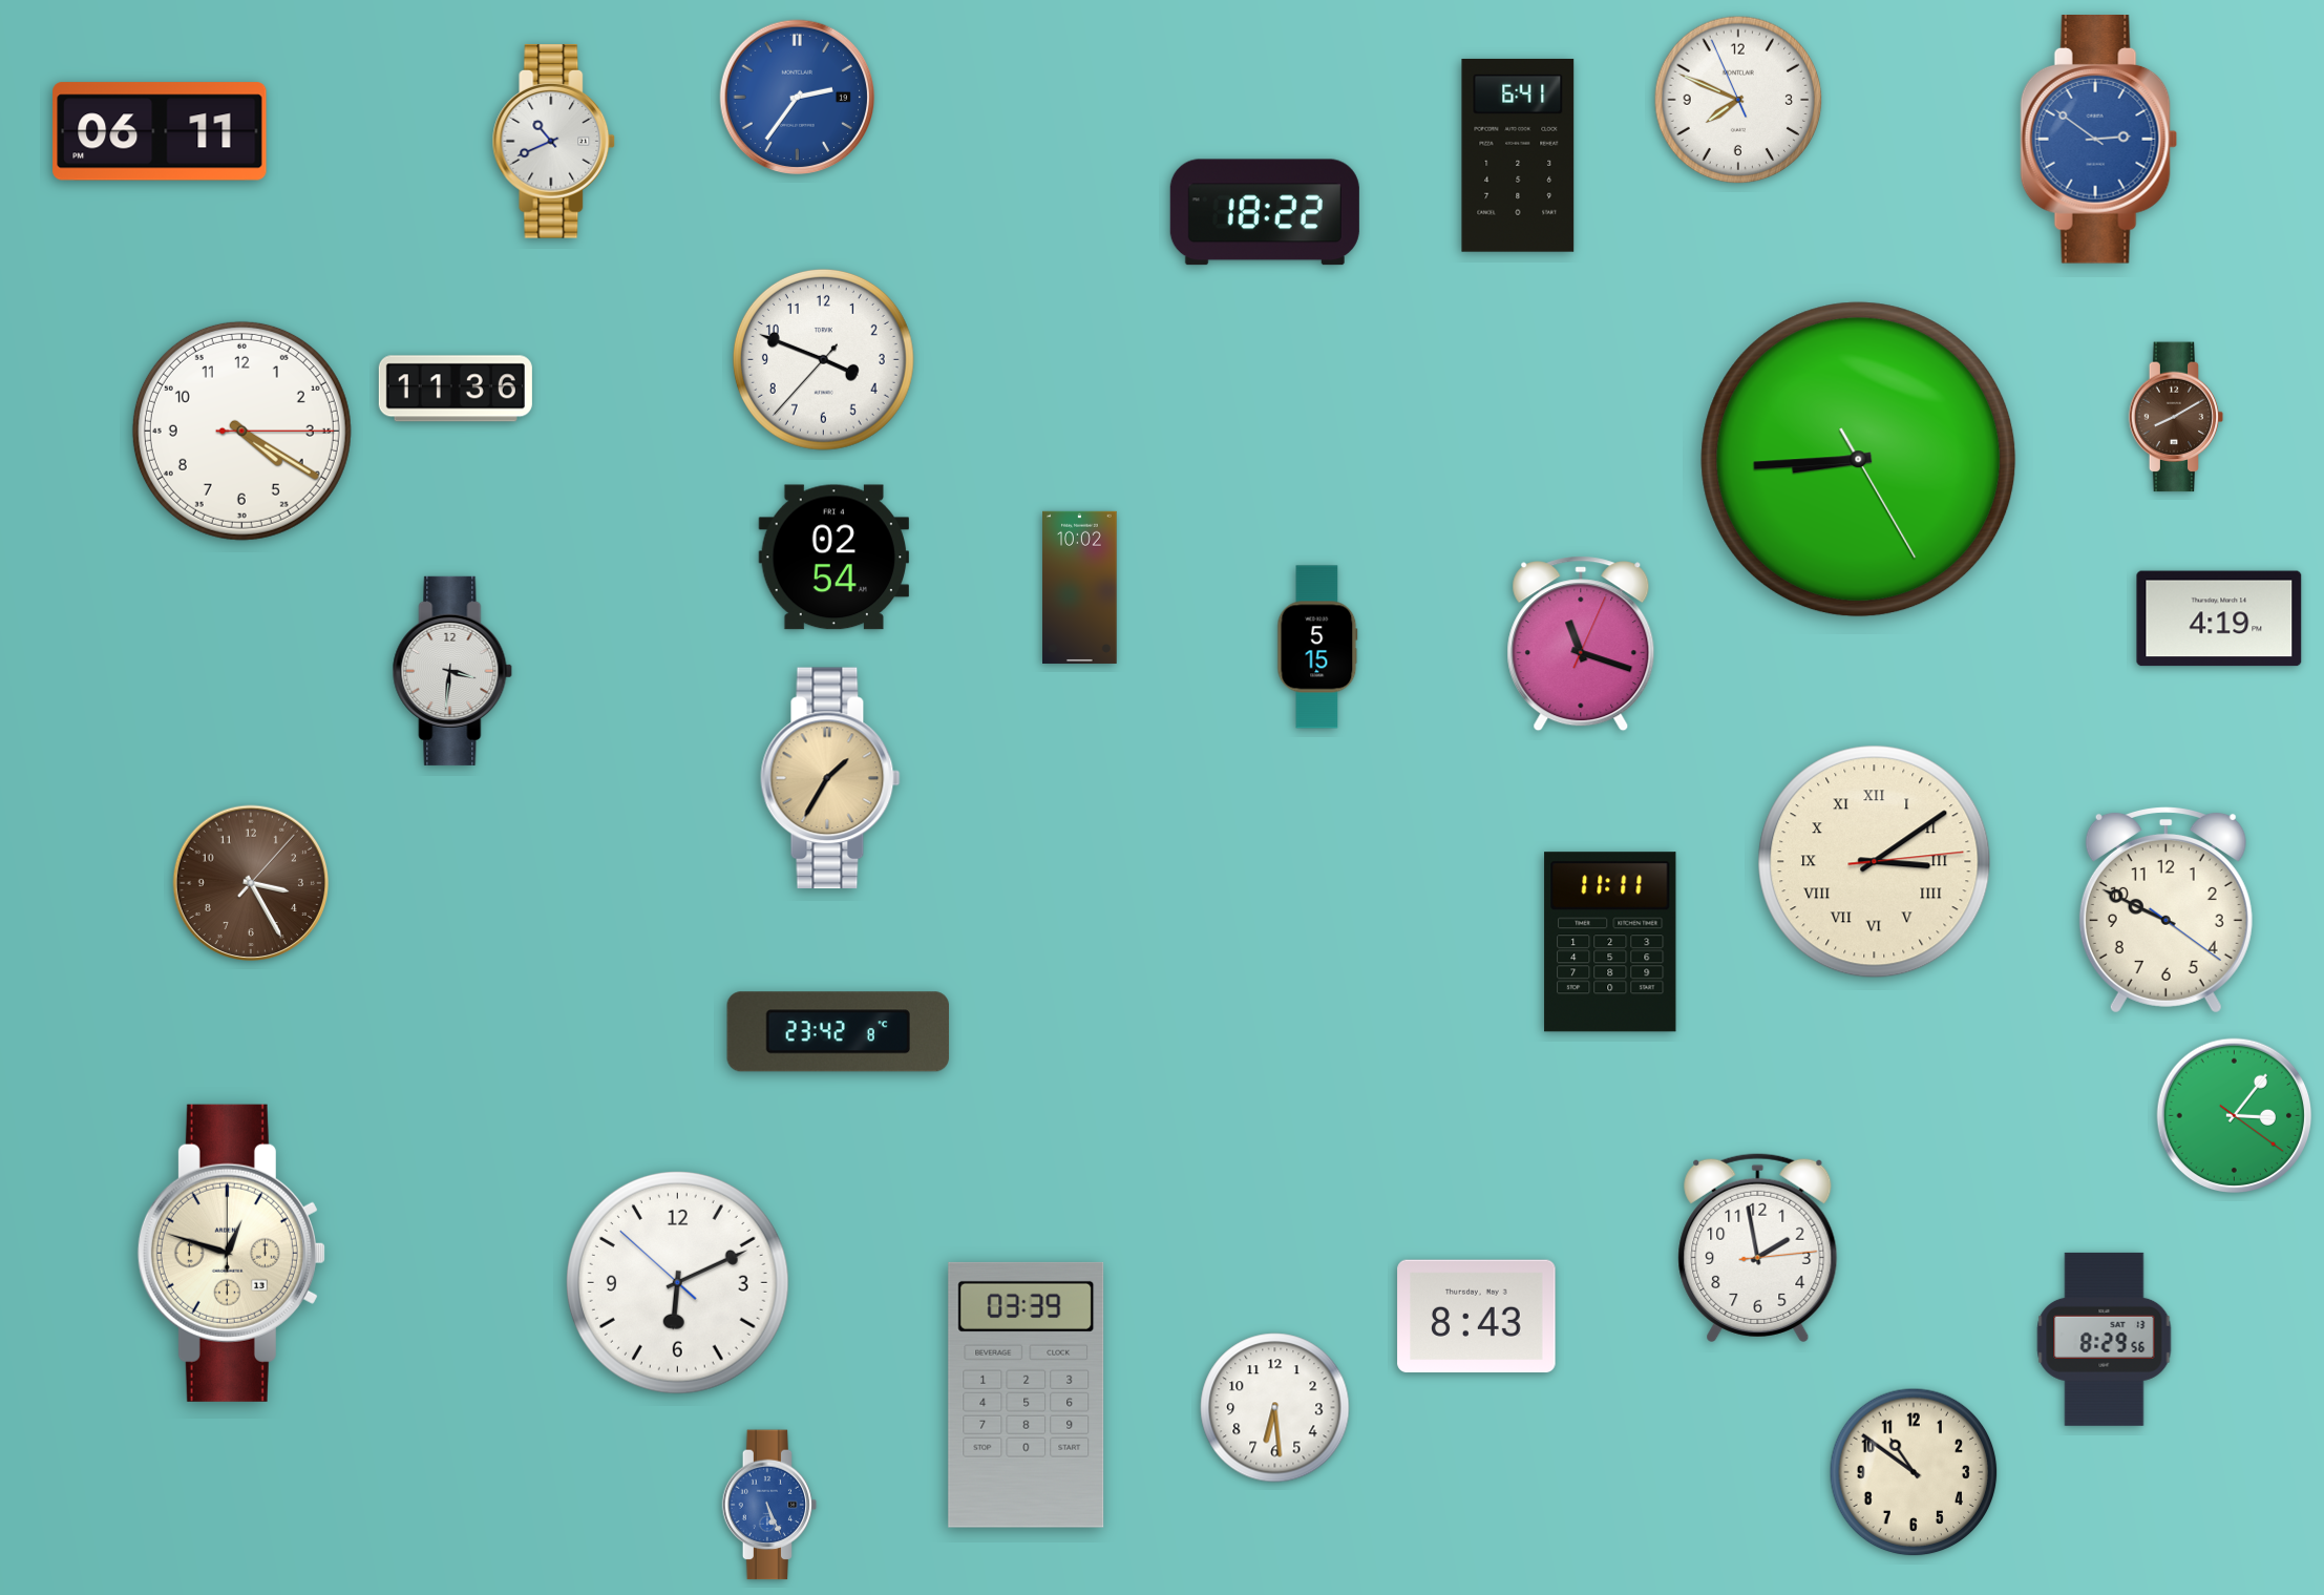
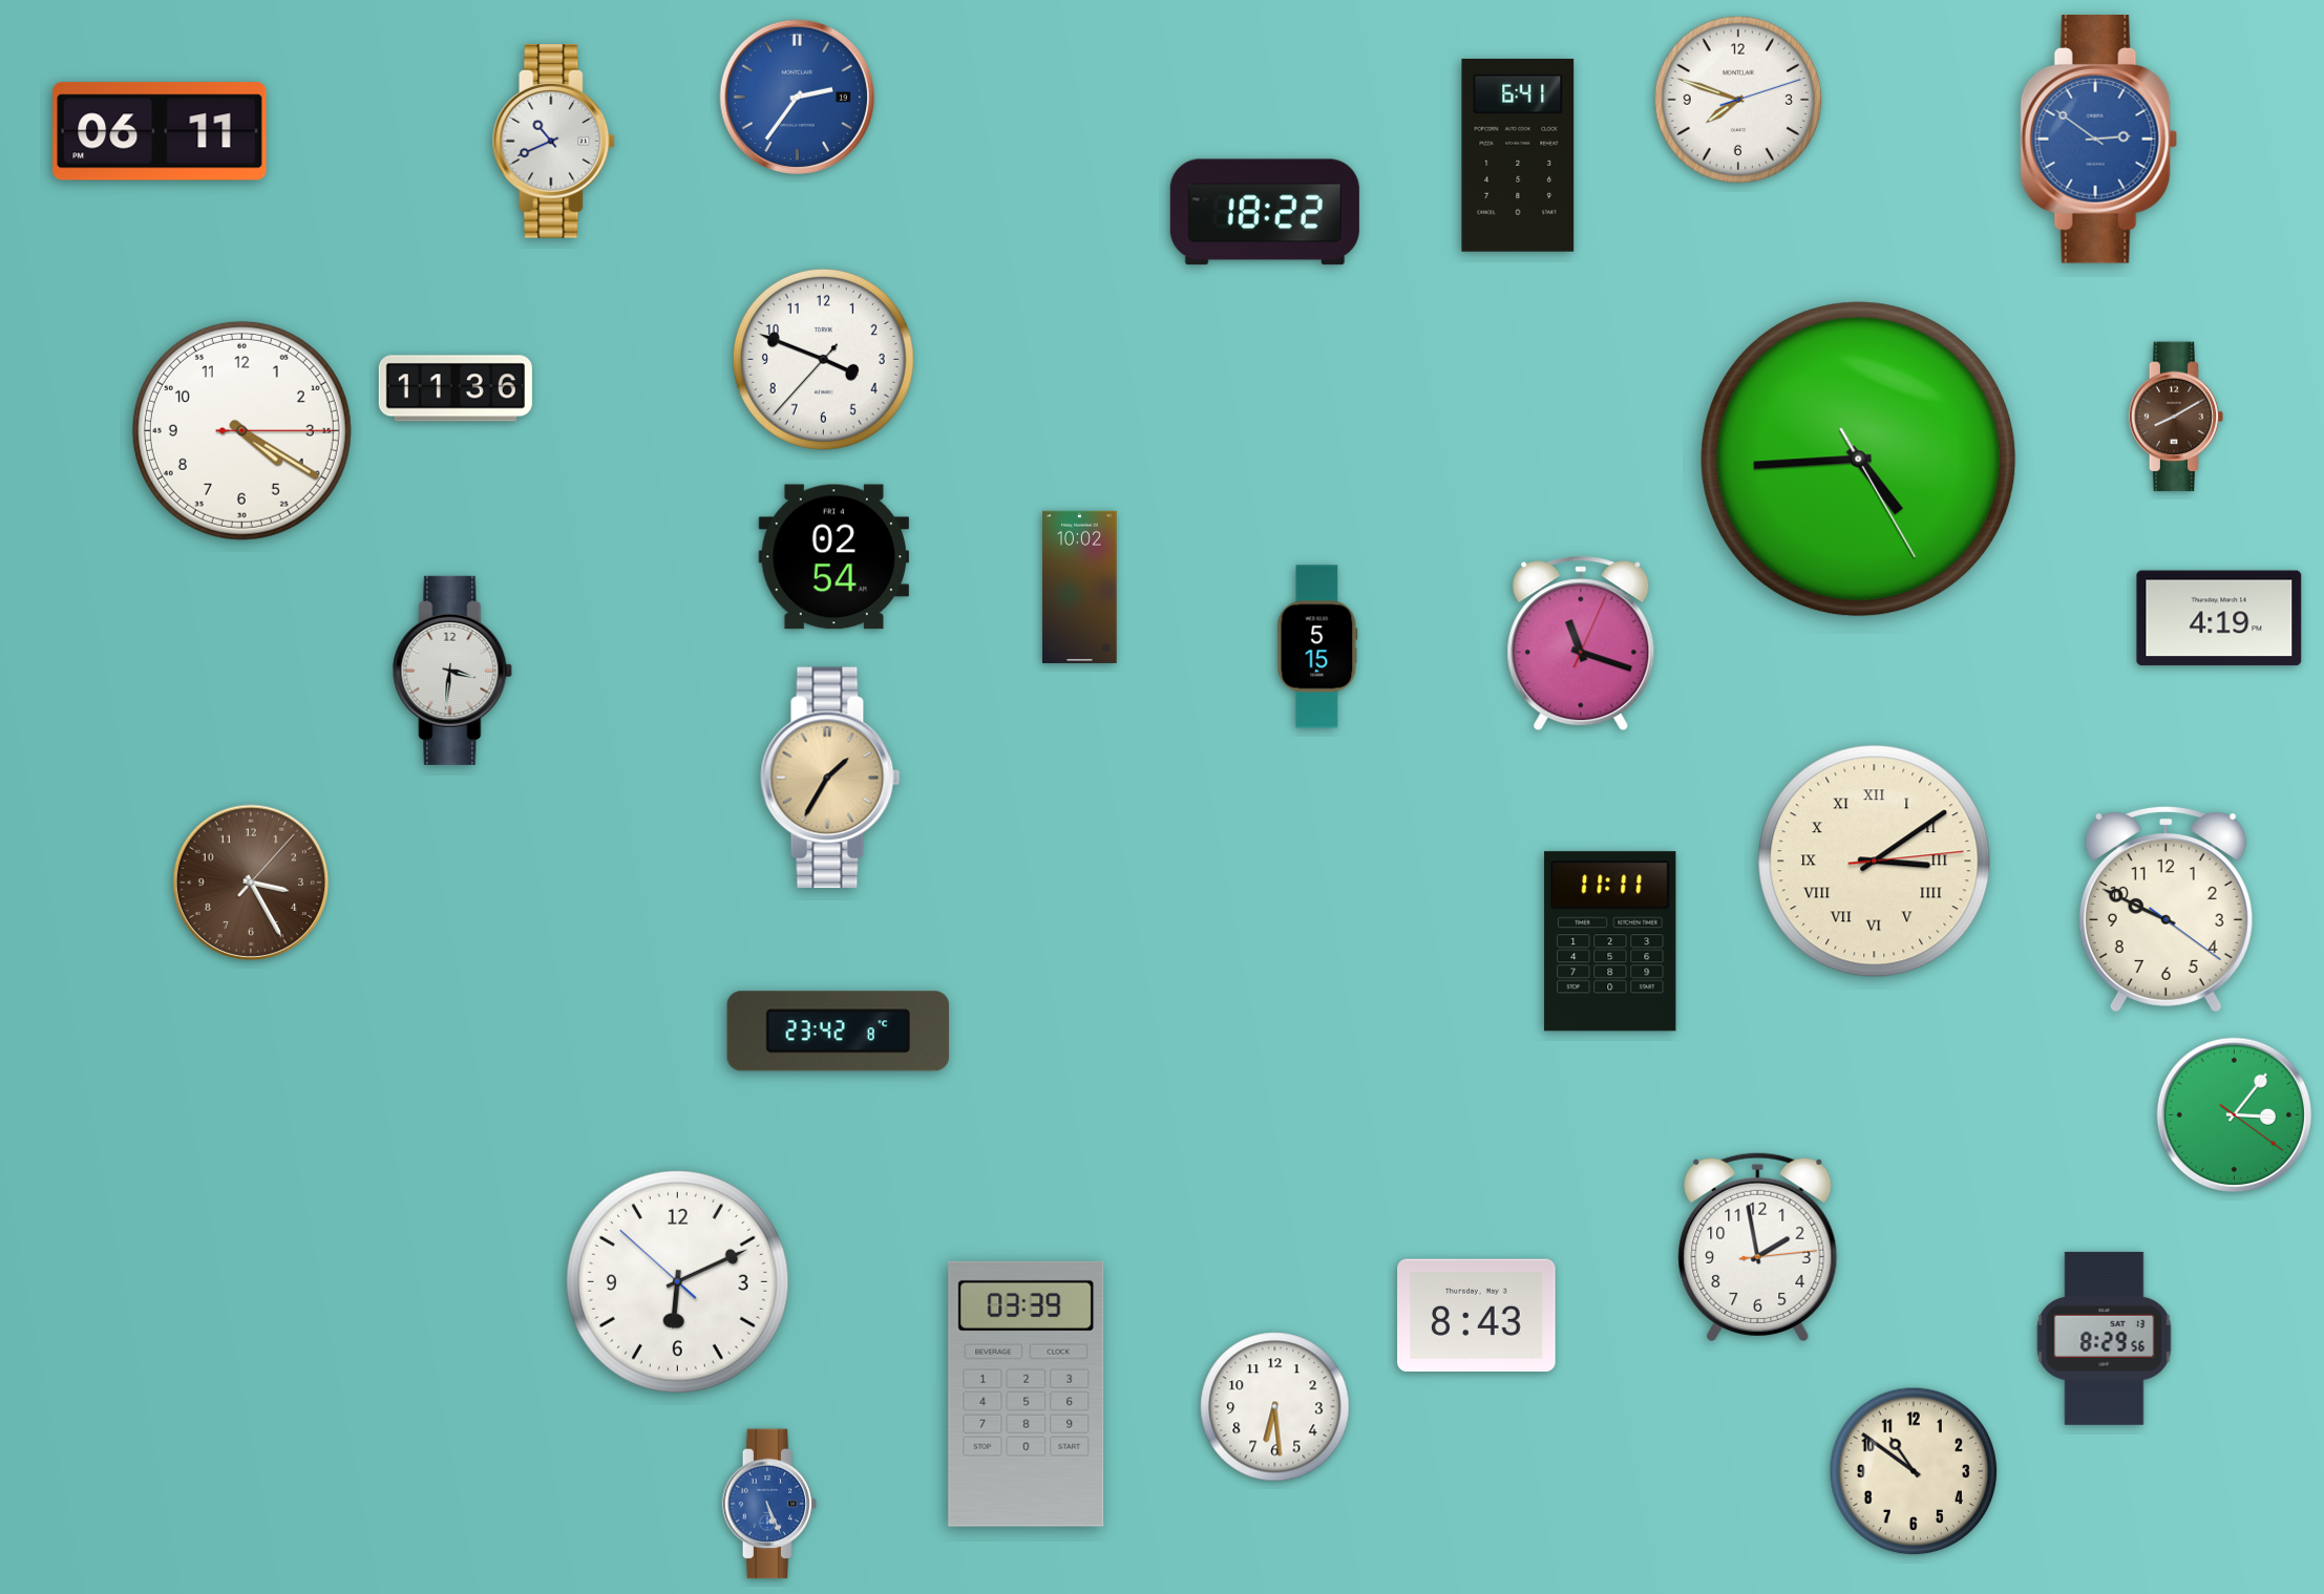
clock at (1738, 100): 7:48:56 -> 7:48:12
clock at (1859, 460): 8:44 -> 4:44
clock at (231, 1253): 12:48 -> none
